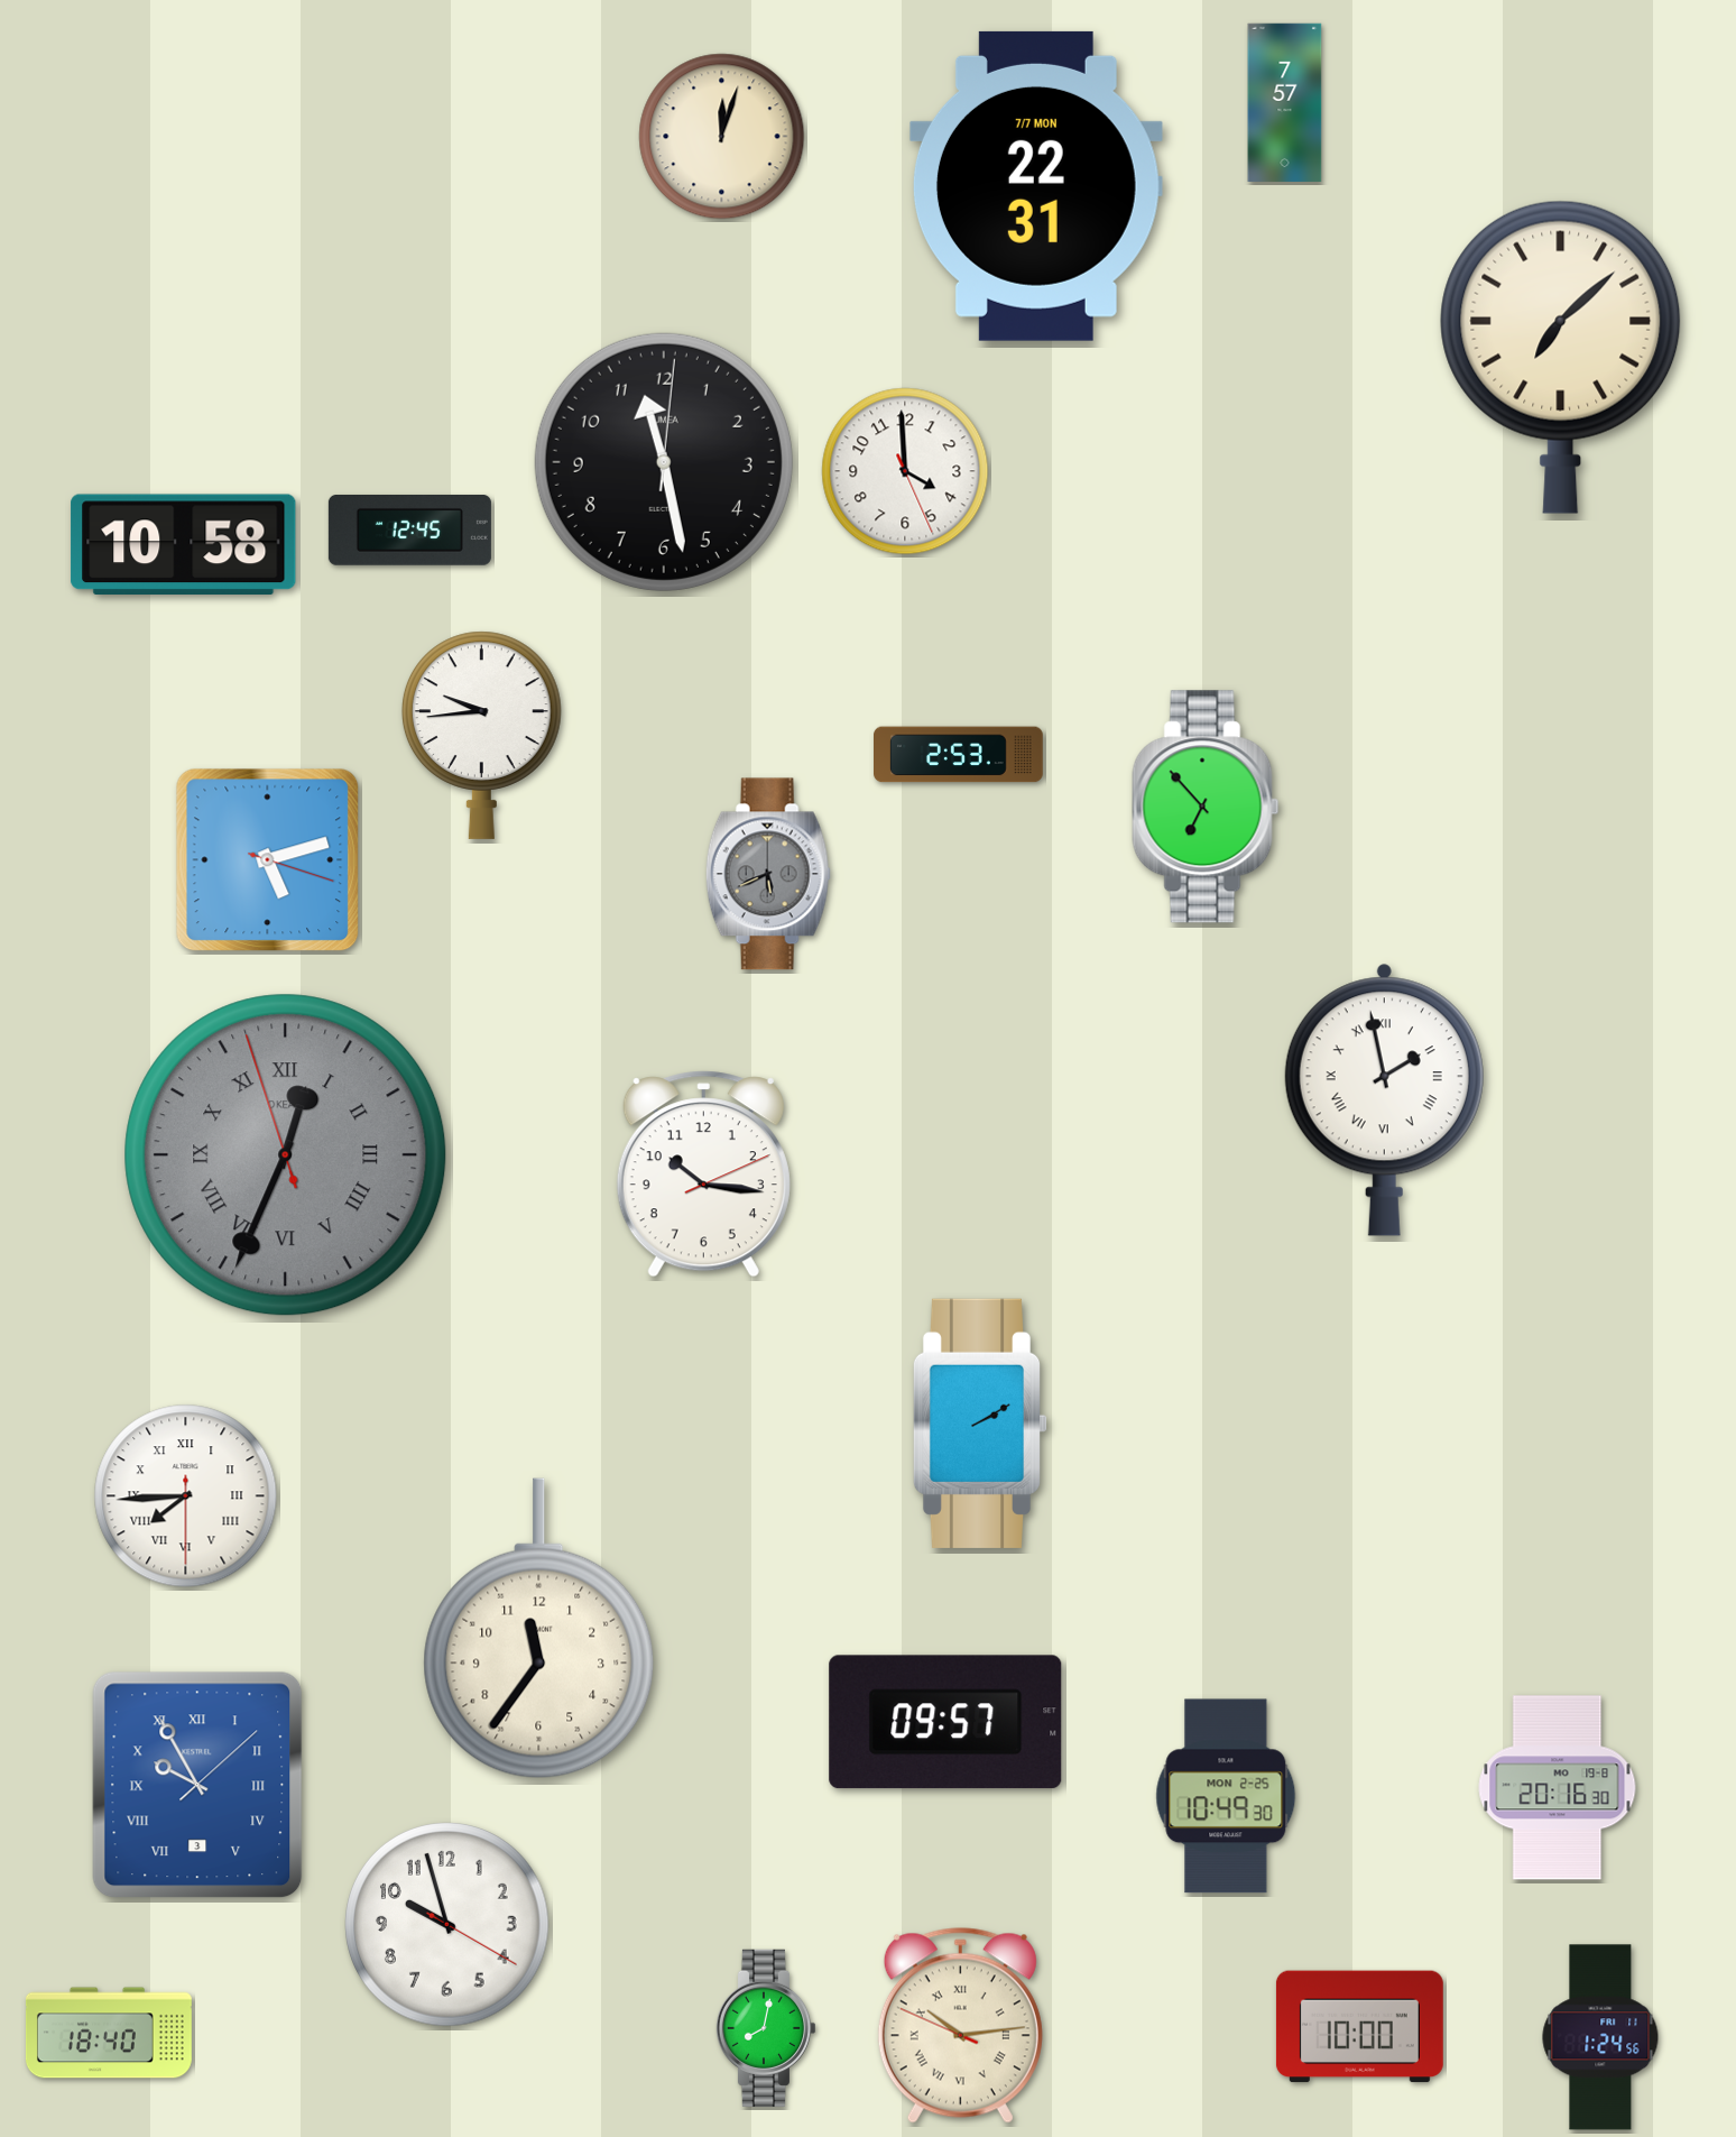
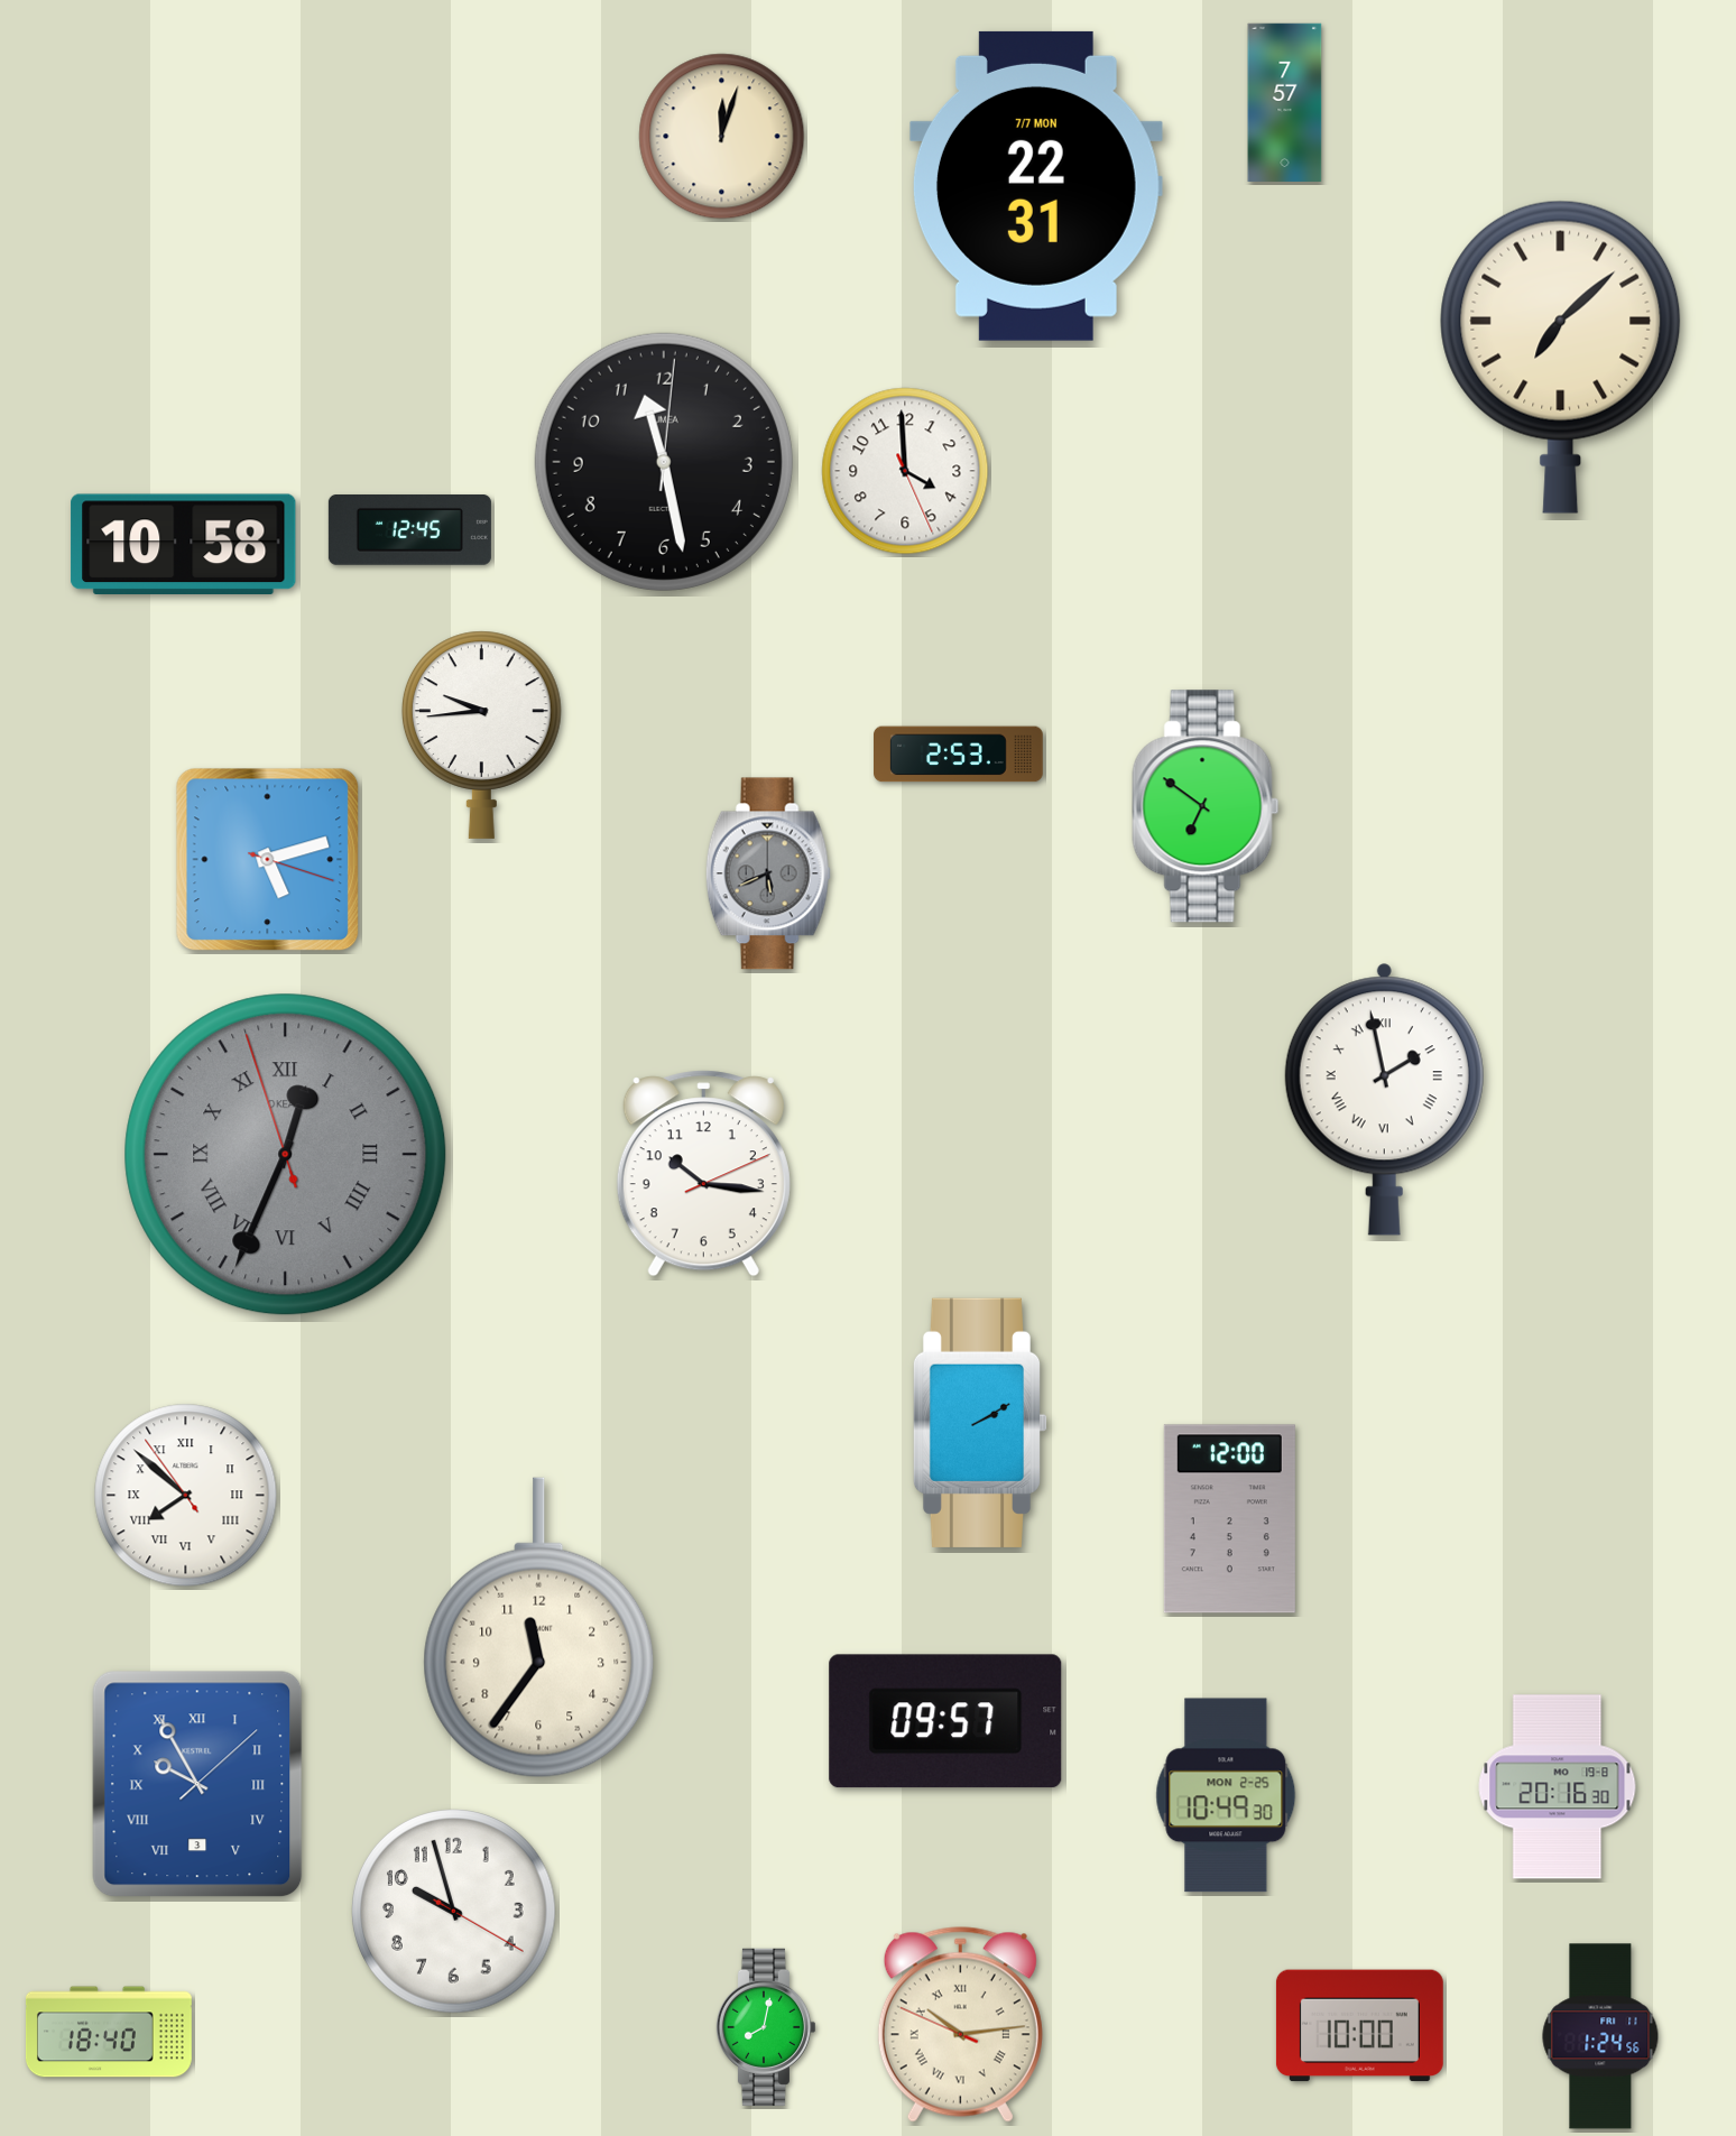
clock at (1206, 807): 6:53 -> 6:51
clock at (186, 1496): 7:44 -> 7:51
clock at (1229, 1519): none -> 12:00
clock at (447, 1925) position: (447, 1925) -> (454, 1912)
